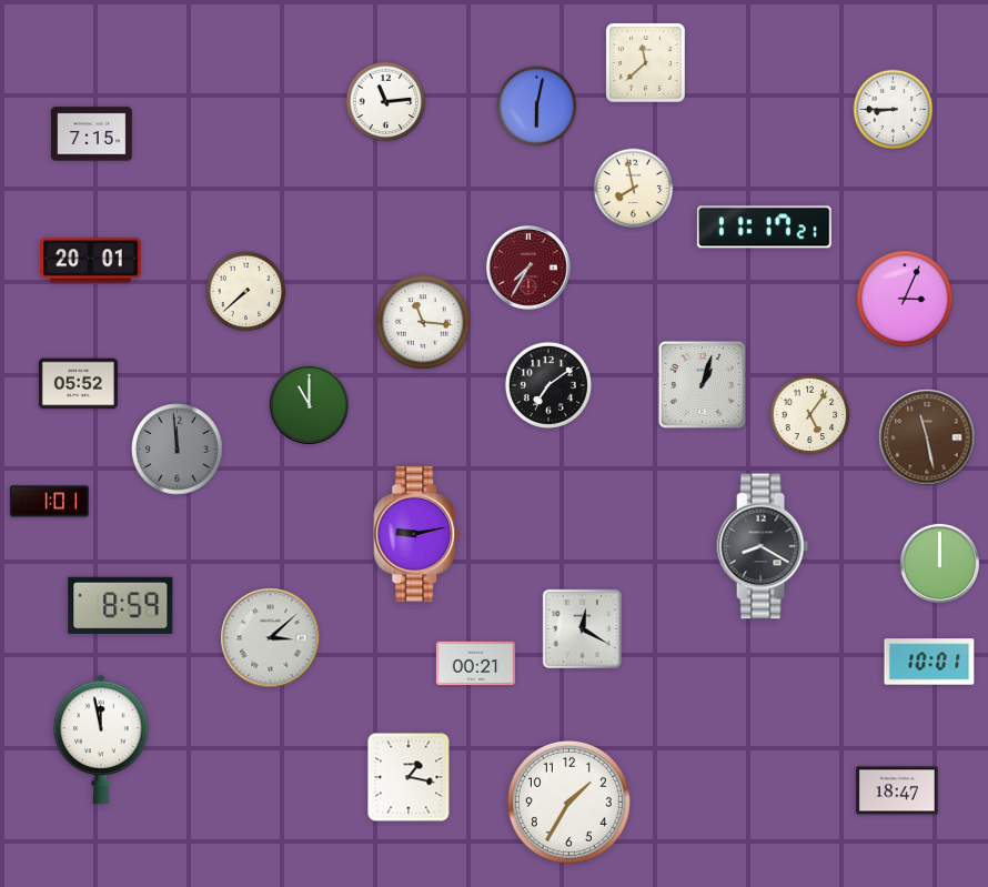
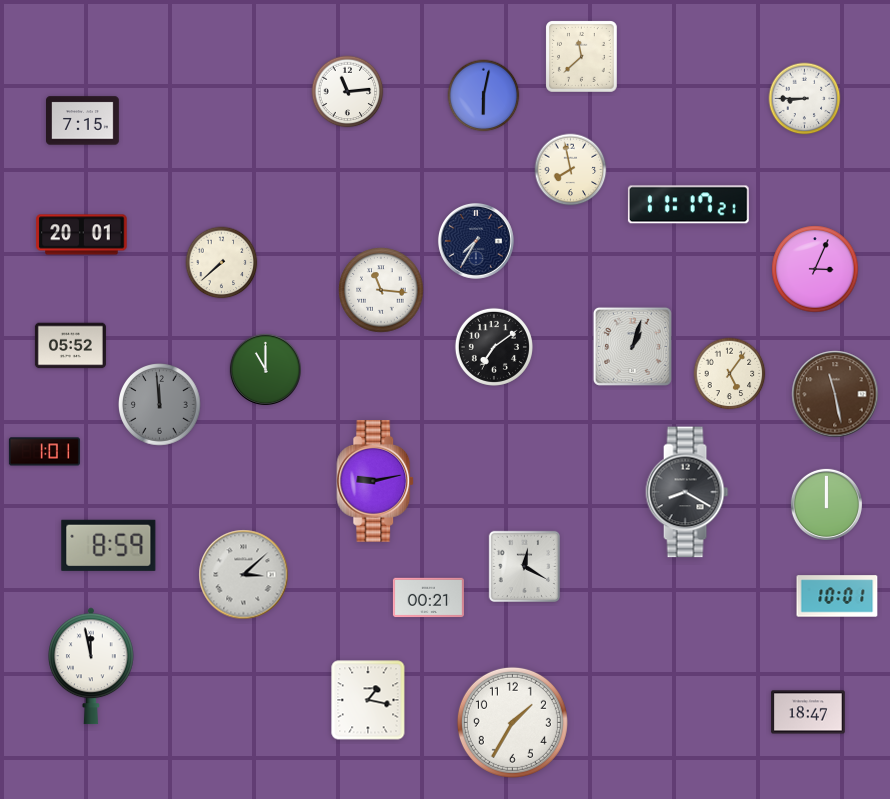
clock at (528, 268) dial: burgundy -> navy
clock at (309, 404) position: (309, 404) -> (265, 369)
clock at (939, 563) position: (939, 563) -> (826, 504)
